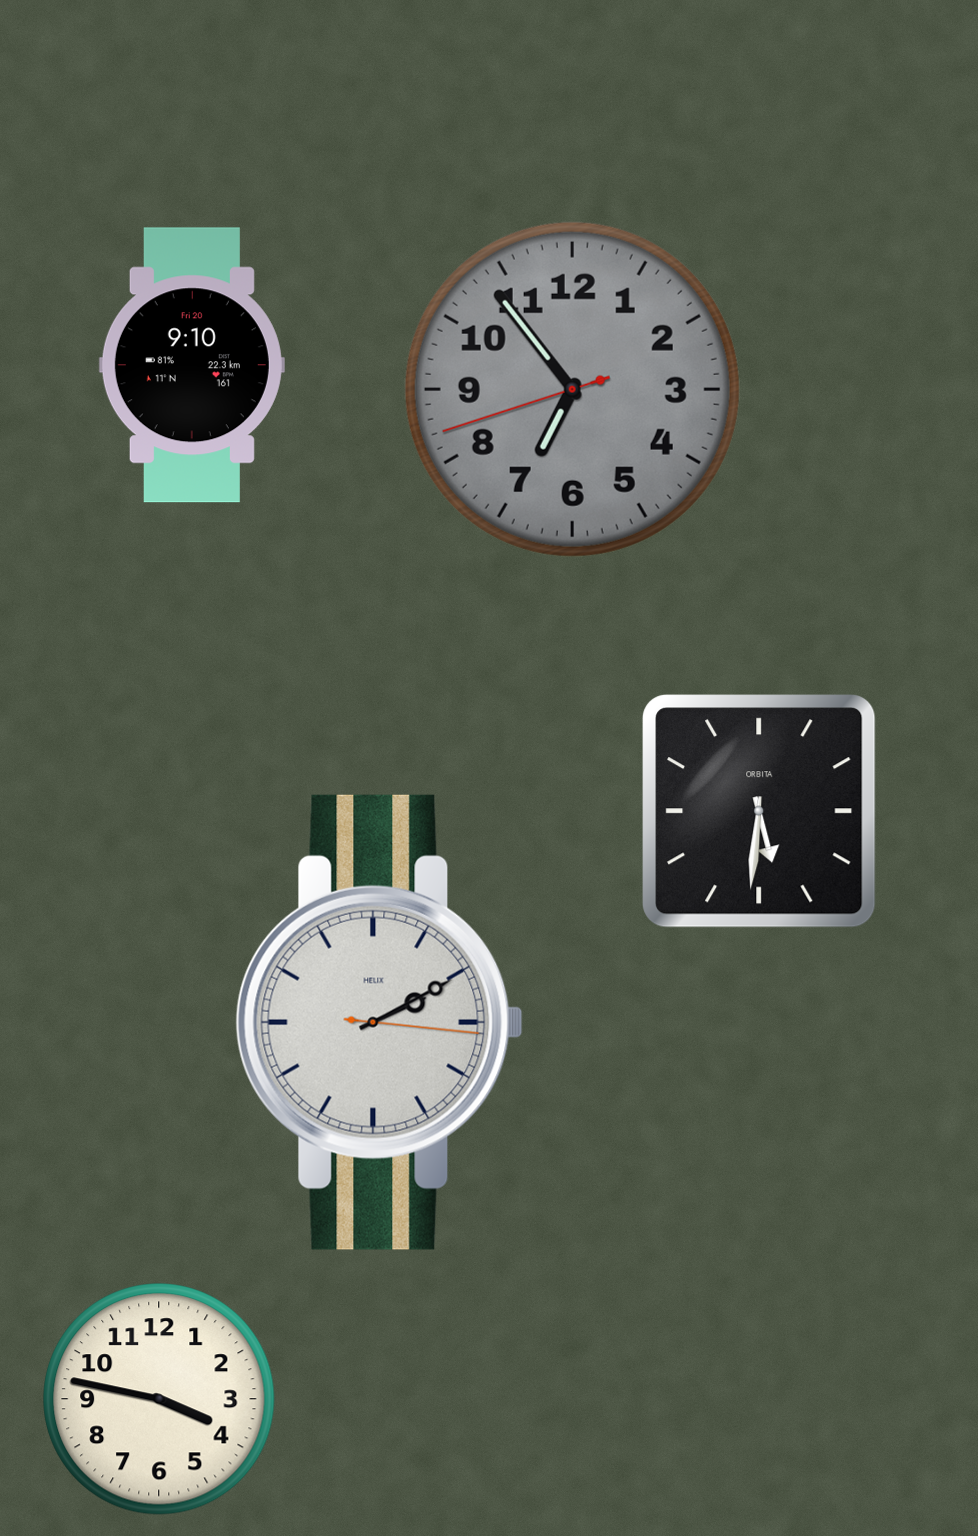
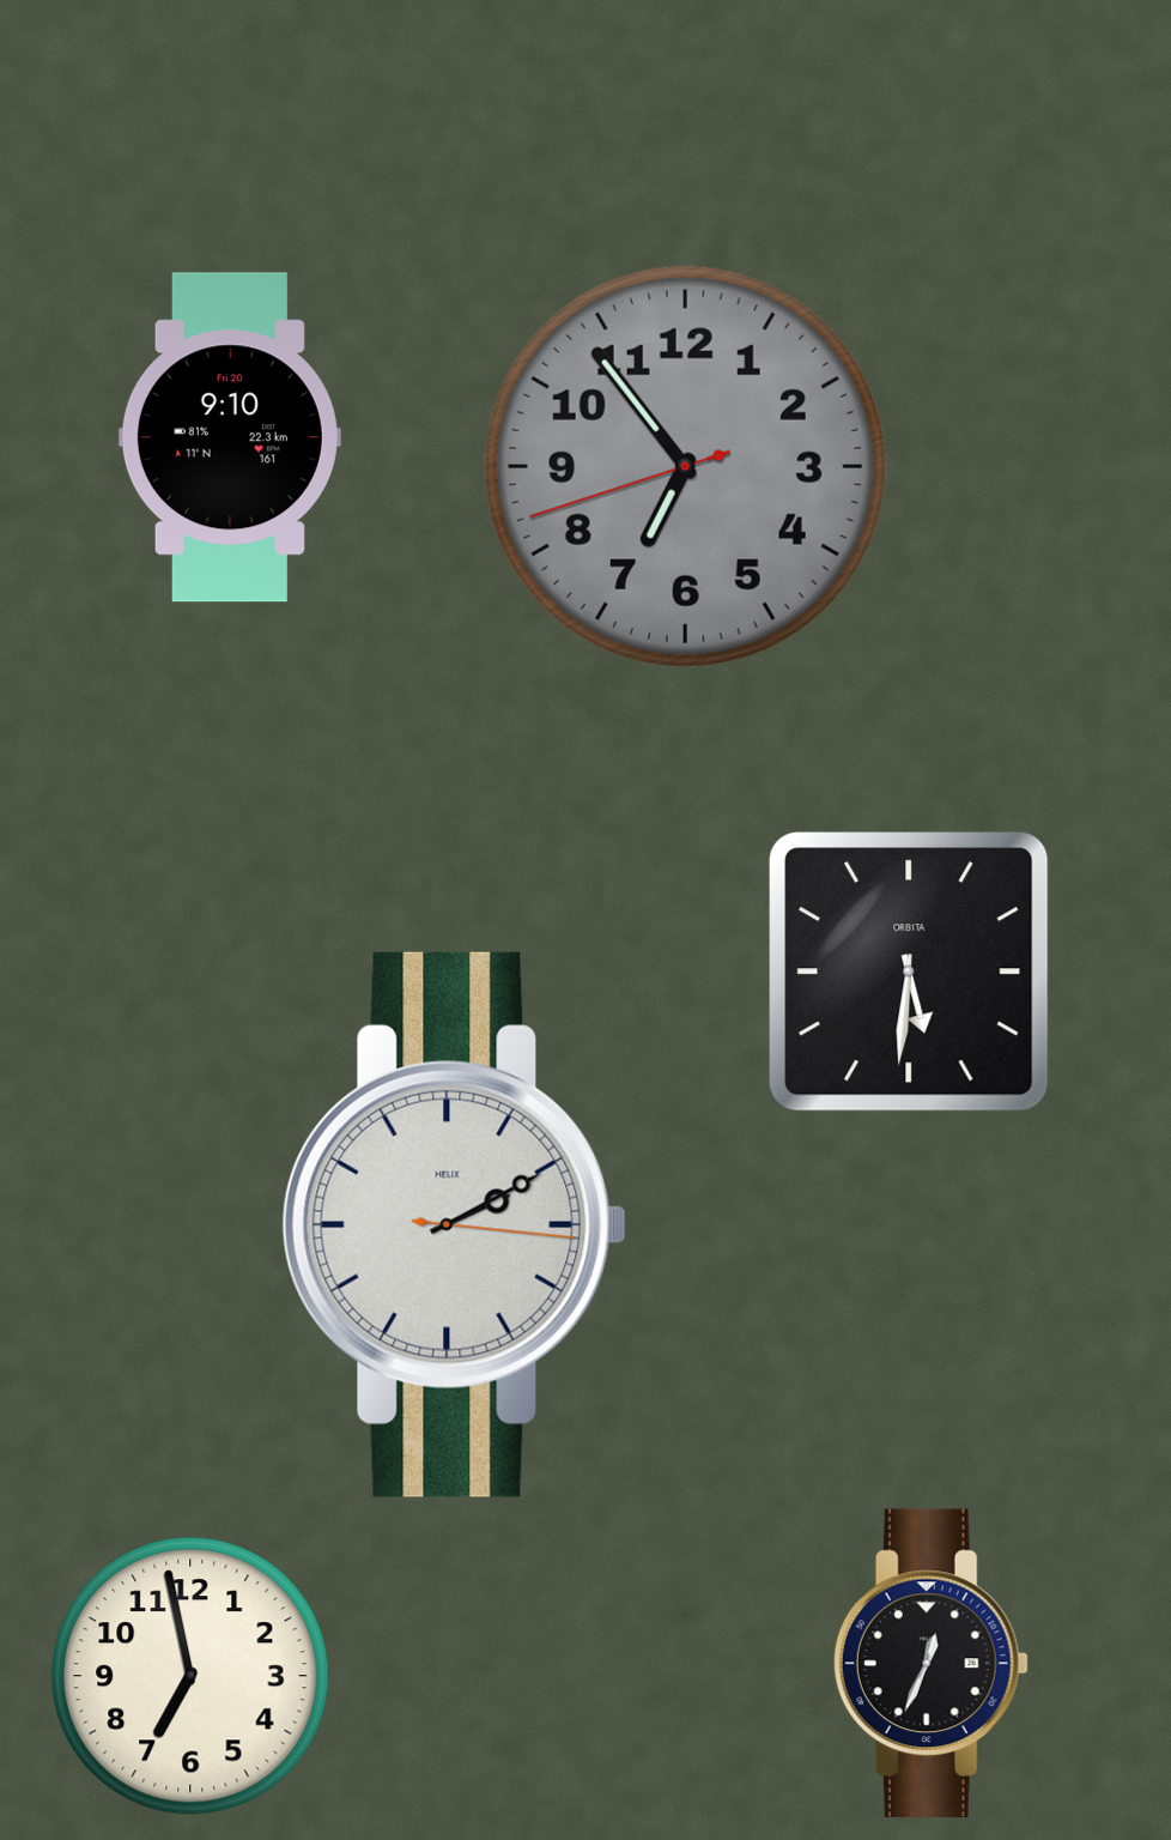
clock at (930, 1663): none -> 12:34
clock at (159, 1399): 3:47 -> 6:58
